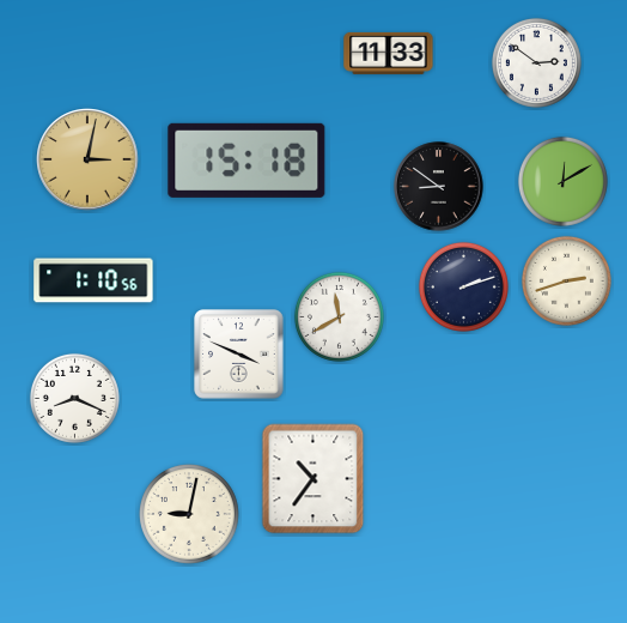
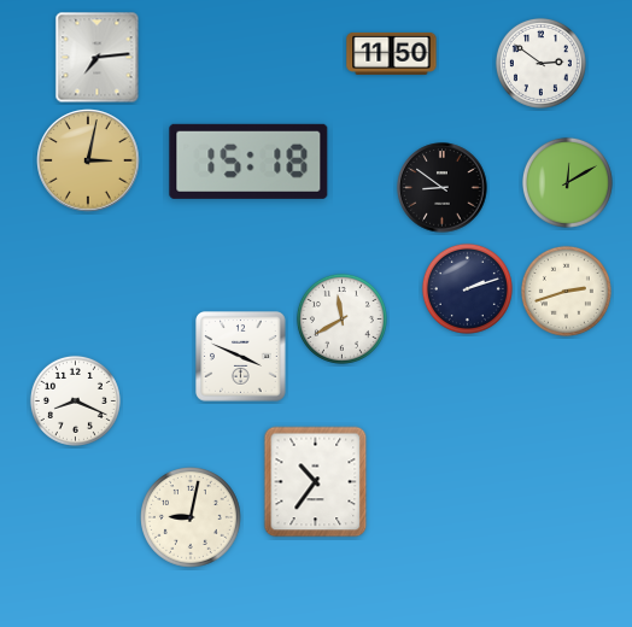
clock at (389, 53): 11:33 -> 11:50
clock at (98, 58): none -> 7:14
clock at (93, 280): 1:10 -> none
clock at (566, 280) position: (566, 280) -> (566, 291)
